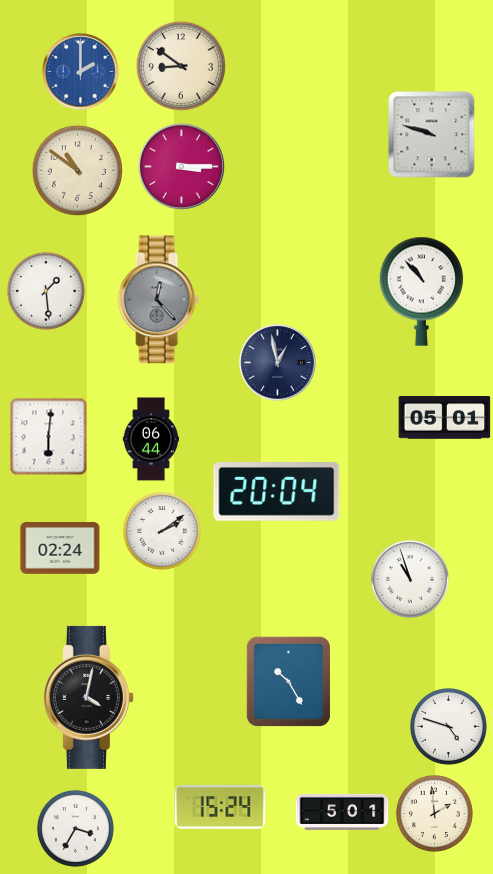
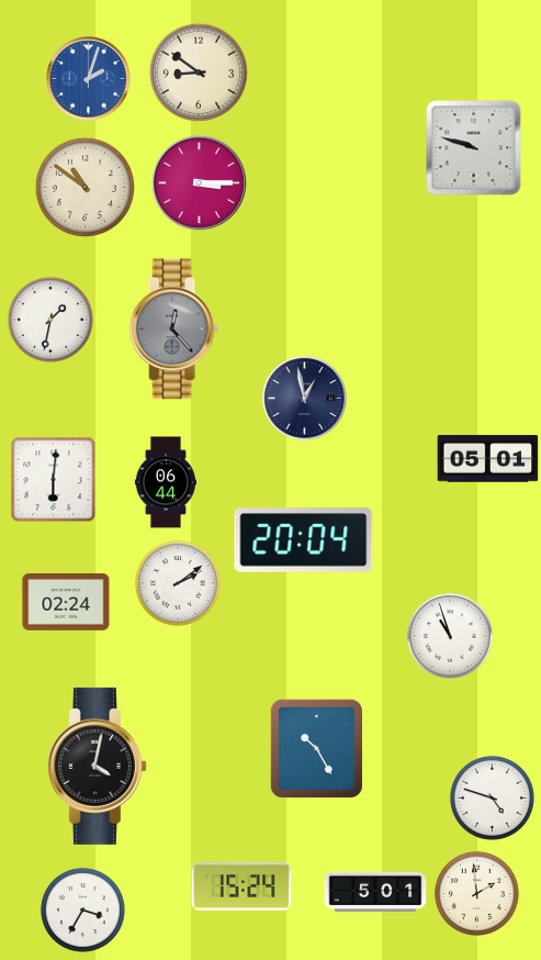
clock at (81, 72): 2:00 -> 2:03
clock at (46, 291): 1:29 -> 1:32
clock at (422, 291): 10:53 -> none
